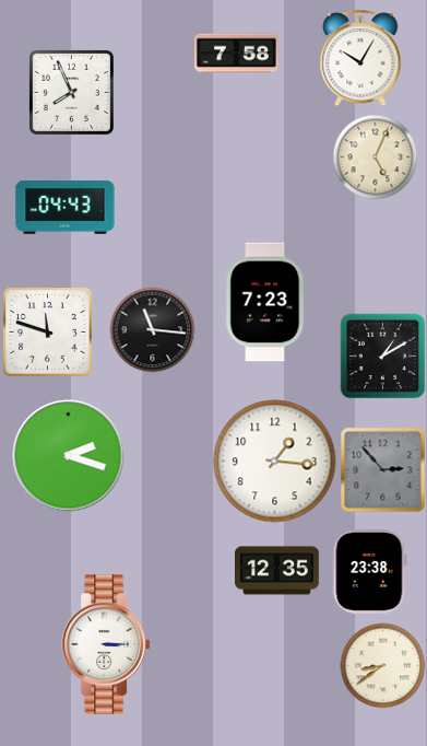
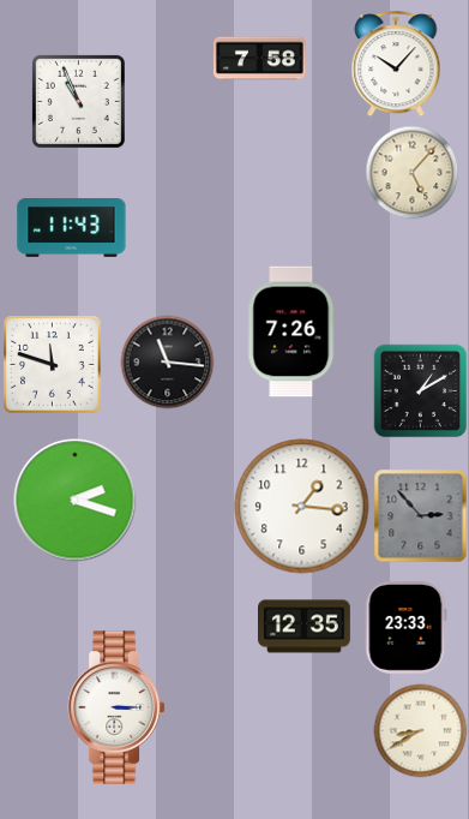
clock at (360, 58): 10:05 -> 10:07
clock at (71, 92): 7:56 -> 10:56
clock at (375, 156): 5:04 -> 5:07
clock at (66, 208): 04:43 -> 11:43
clock at (265, 302): 7:23 -> 7:26
clock at (370, 571): 23:38 -> 23:33
clock at (382, 665): 8:39 -> 8:40
